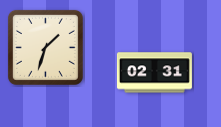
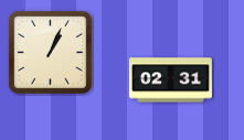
clock at (45, 47): 1:33 -> 1:04
